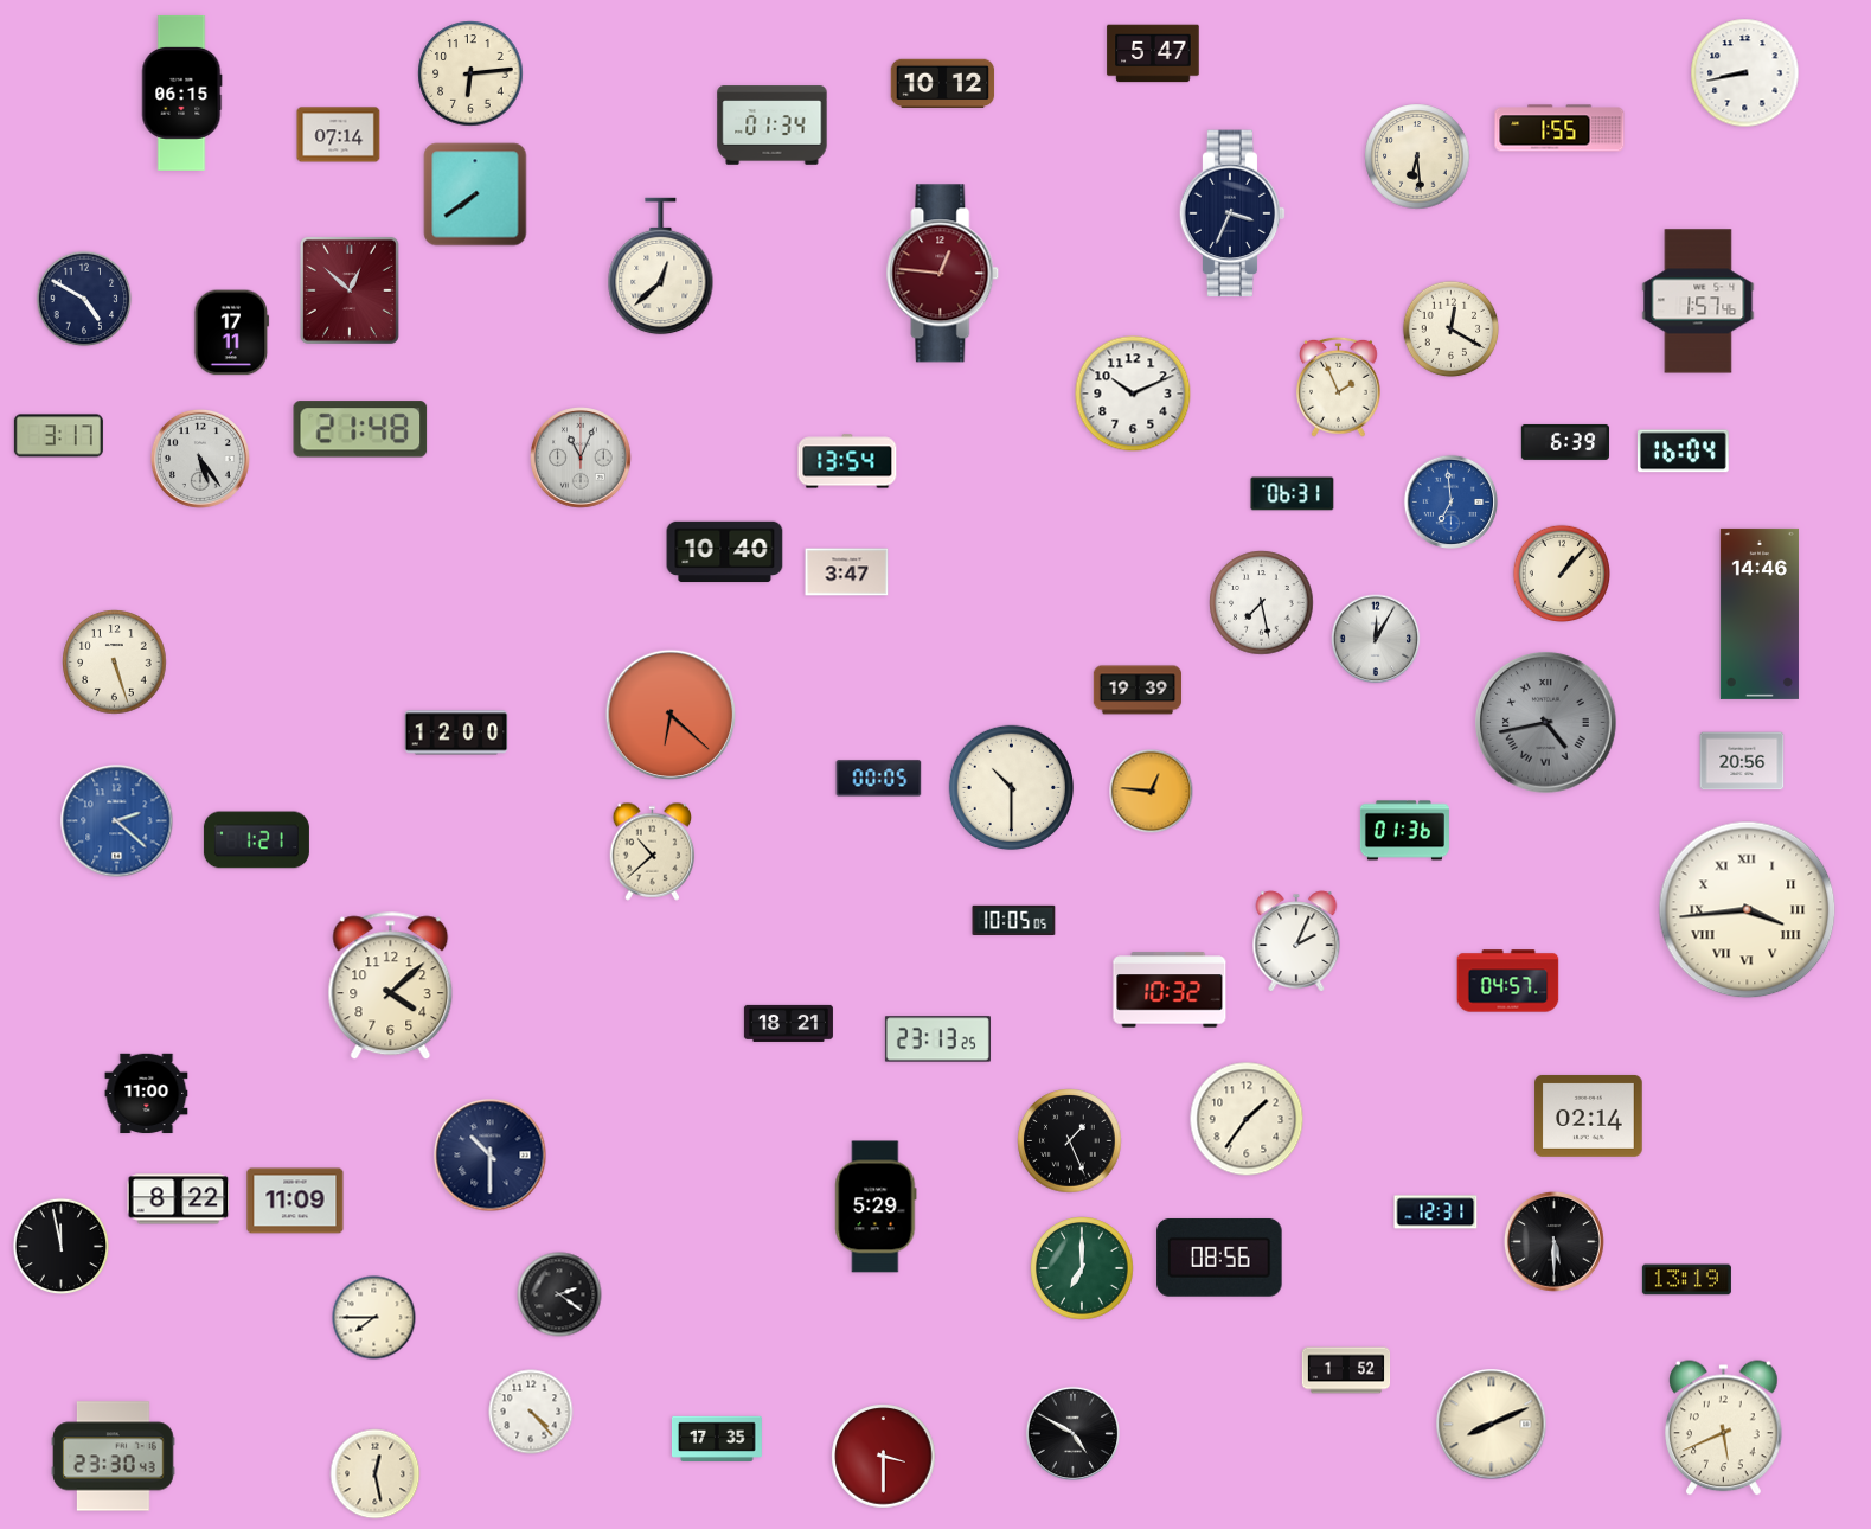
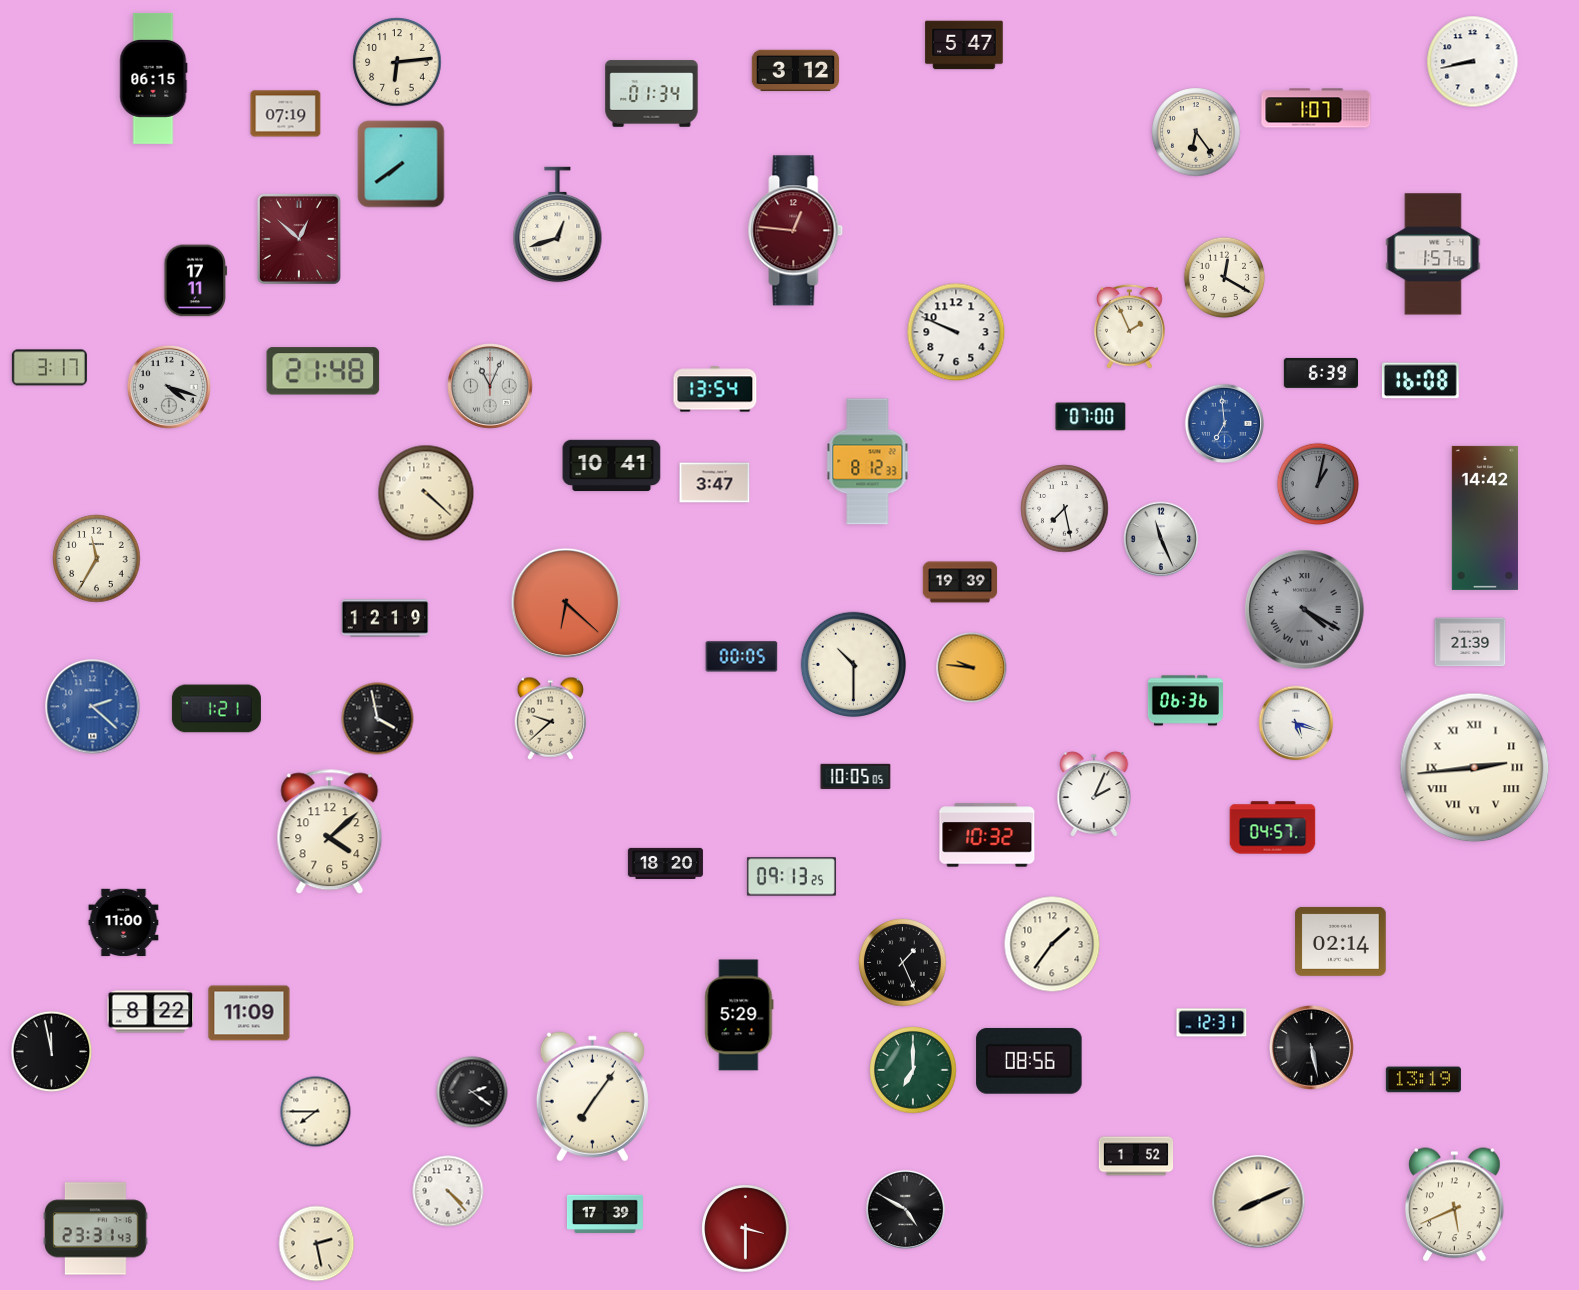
clock at (1153, 53) position: (1153, 53) -> (964, 45)
clock at (943, 84): 10:12 -> 3:12
clock at (773, 126) position: (773, 126) -> (652, 94)
clock at (1559, 128): 1:55 -> 1:07
clock at (339, 135): 07:14 -> 07:19
clock at (1417, 156): 6:29 -> 6:24
clock at (1232, 213): 3:34 -> none
clock at (661, 267): 12:38 -> 12:42
clock at (350, 290) position: (350, 290) -> (299, 239)
clock at (84, 299): 4:50 -> none
clock at (1133, 394): 10:11 -> 9:49
clock at (360, 429) position: (360, 429) -> (323, 371)
clock at (1683, 452): 16:04 -> 16:08
clock at (200, 459): 5:24 -> 4:18
clock at (1293, 494): 06:31 -> 07:00
clock at (868, 462): none -> 8:12
clock at (725, 552): 10:40 -> 10:41
clock at (1561, 572): 1:07 -> 1:02
clock at (1561, 572) dial: cream -> grey
clock at (426, 493): none -> 4:22
clock at (1760, 614): 14:46 -> 14:42
clock at (1376, 639): 12:05 -> 11:26
clock at (115, 663): 5:27 -> 11:35
clock at (1546, 723): 4:43 -> 4:20
clock at (456, 732): 12:00 -> 12:19
clock at (1742, 761): 20:56 -> 21:39
clock at (1152, 792): 12:46 -> 9:46
clock at (117, 821) position: (117, 821) -> (93, 707)
clock at (1404, 831): 01:36 -> 06:36
clock at (653, 851): 10:38 -> 9:38
clock at (378, 719): none -> 3:58
clock at (1296, 723): none -> 5:18
clock at (1748, 910): 3:44 -> 2:44
clock at (788, 1023): 18:21 -> 18:20
clock at (937, 1039): 23:13 -> 09:13
clock at (491, 1156): 10:30 -> none
clock at (876, 1207) position: (876, 1207) -> (739, 1015)
clock at (1553, 1241): 5:30 -> 5:28
clock at (592, 1097): none -> 7:06
clock at (717, 1439): 17:35 -> 17:39
clock at (114, 1457): 23:30 -> 23:31
clock at (376, 1474): 12:28 -> 2:28
